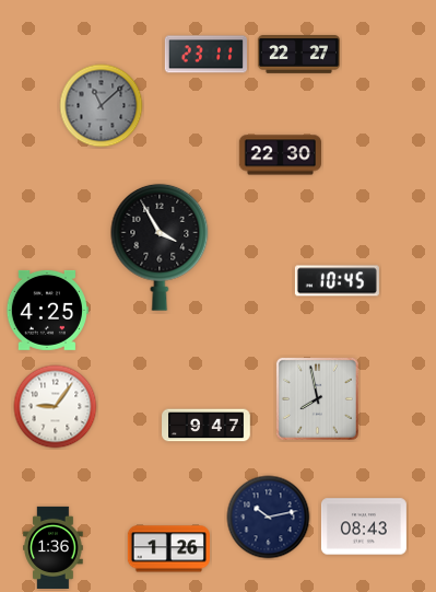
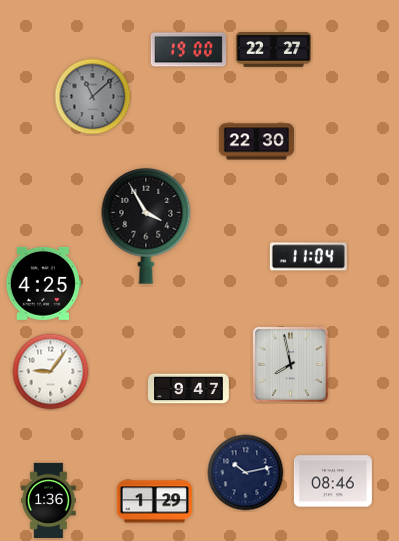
clock at (205, 55): 23:11 -> 19:00
clock at (337, 281): 10:45 -> 11:04
clock at (364, 526): 08:43 -> 08:46
clock at (168, 549): 1:26 -> 1:29
